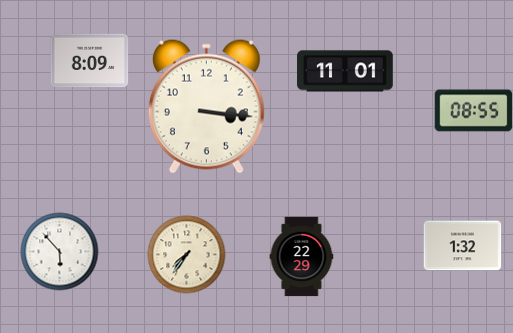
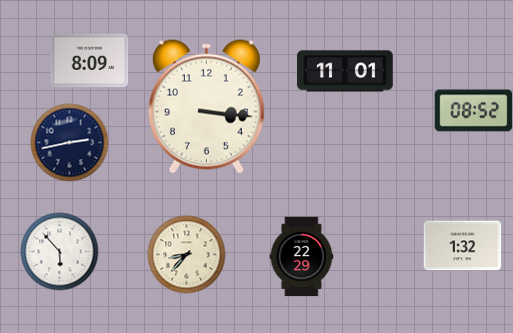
clock at (473, 111): 08:55 -> 08:52
clock at (69, 142): none -> 2:43
clock at (186, 254): 7:36 -> 8:37
